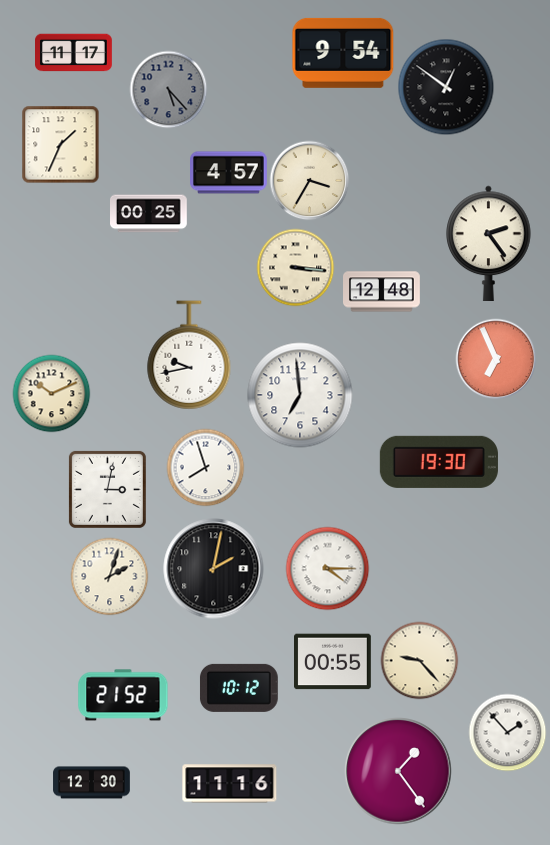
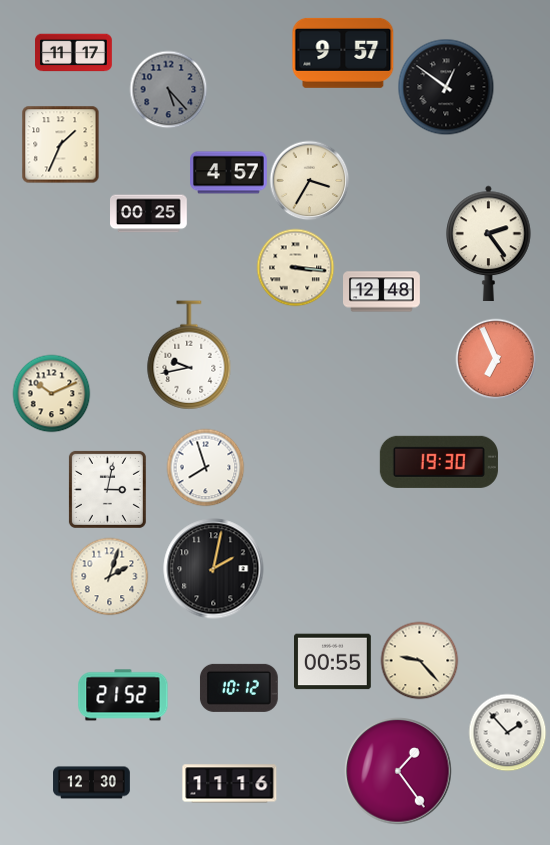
clock at (343, 53): 9:54 -> 9:57
clock at (300, 395): 6:59 -> none
clock at (327, 568): 4:15 -> none
